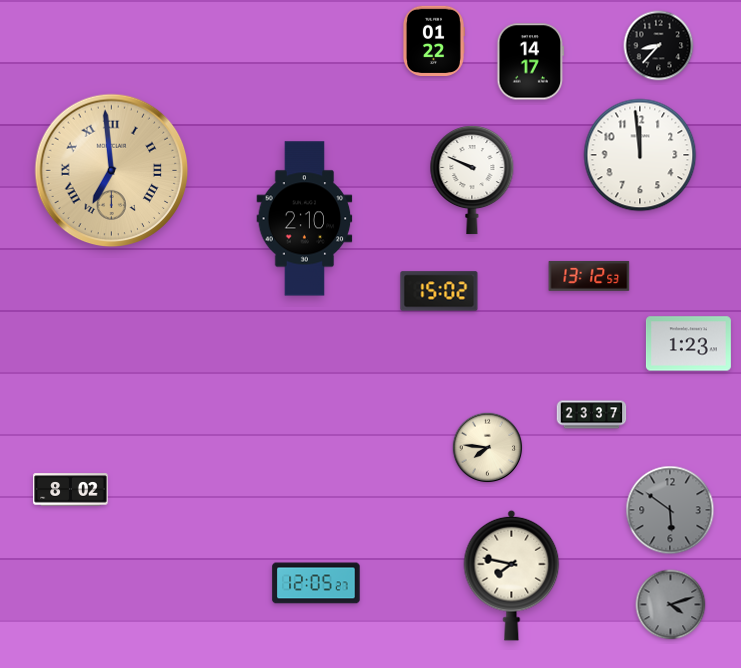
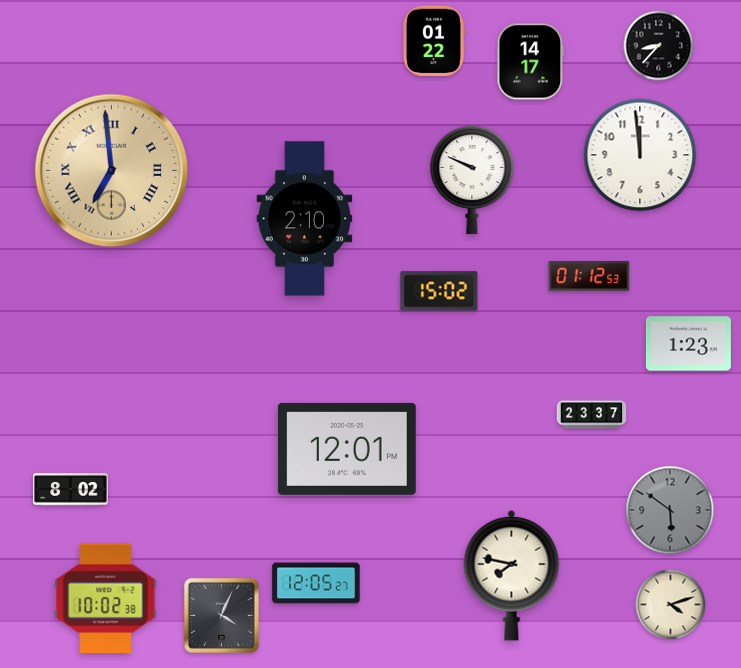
clock at (589, 276): 13:12 -> 01:12
clock at (488, 448): 7:46 -> none
clock at (347, 449): none -> 12:01
clock at (106, 598): none -> 10:02
clock at (671, 605) dial: grey -> cream
clock at (221, 615): none -> 4:04
